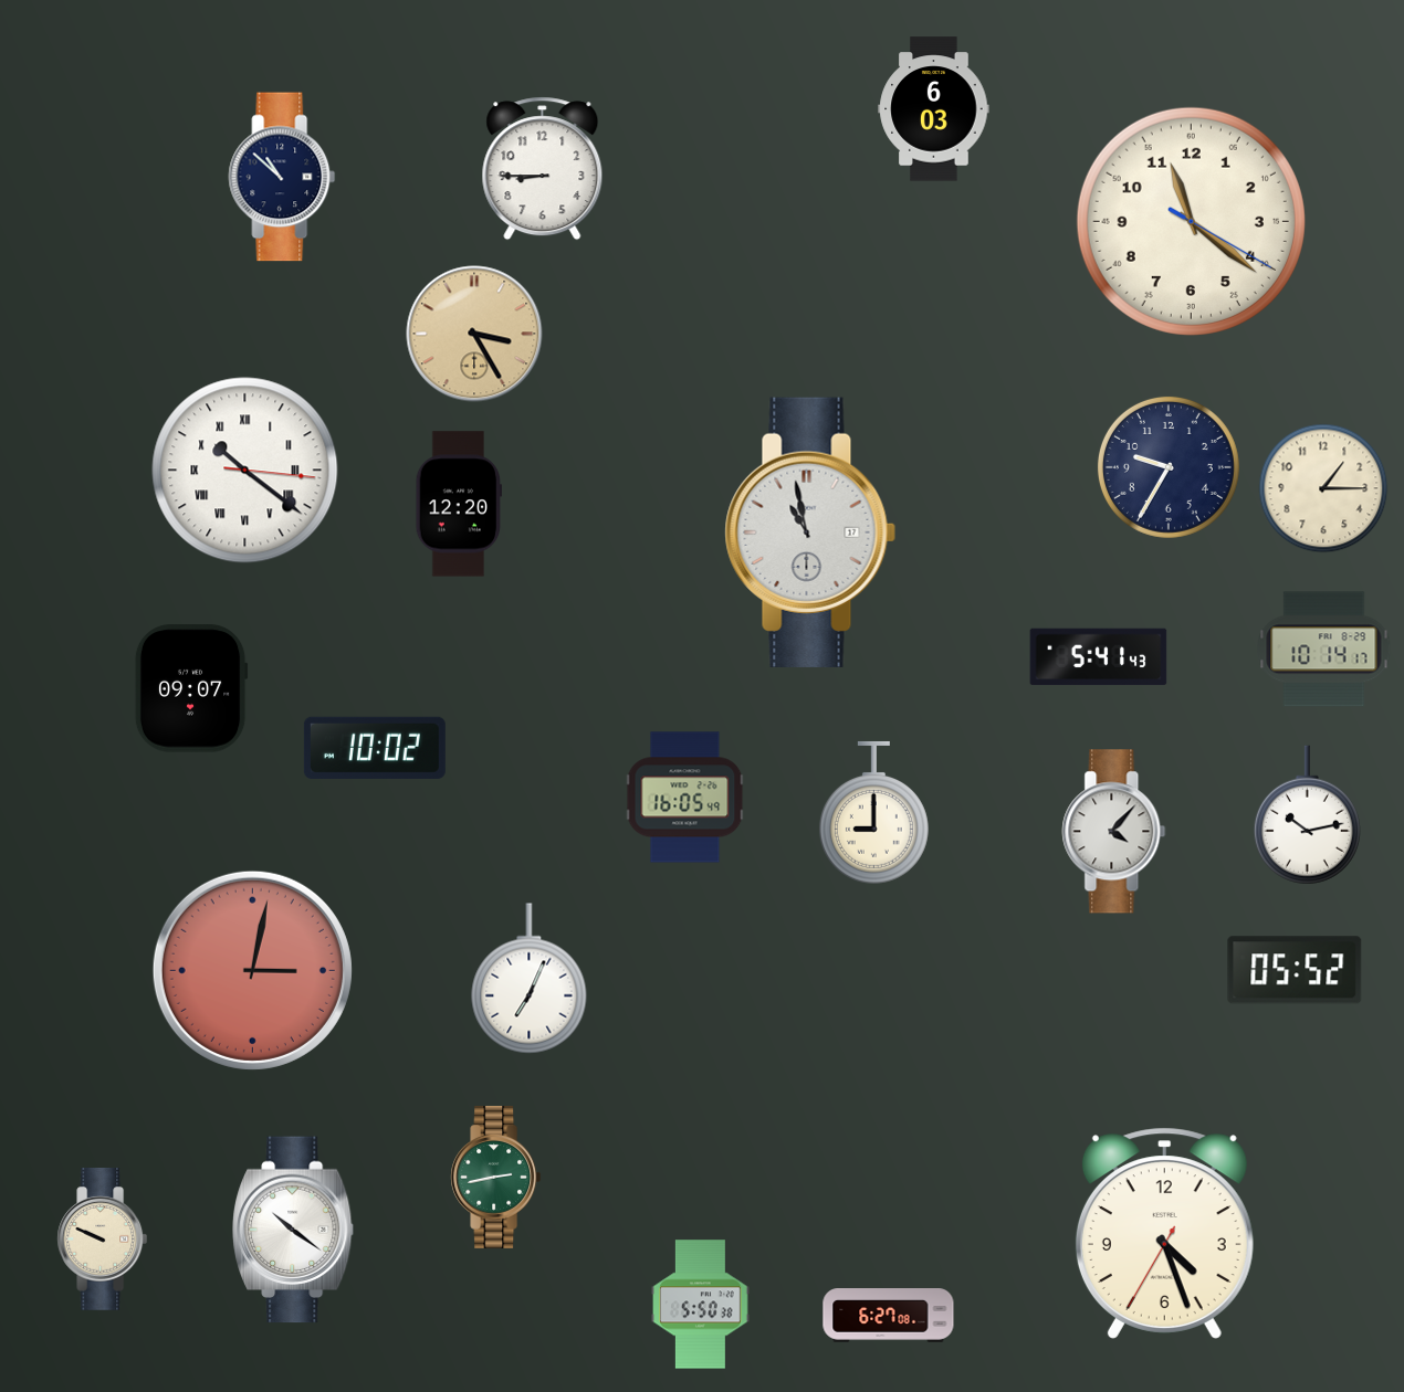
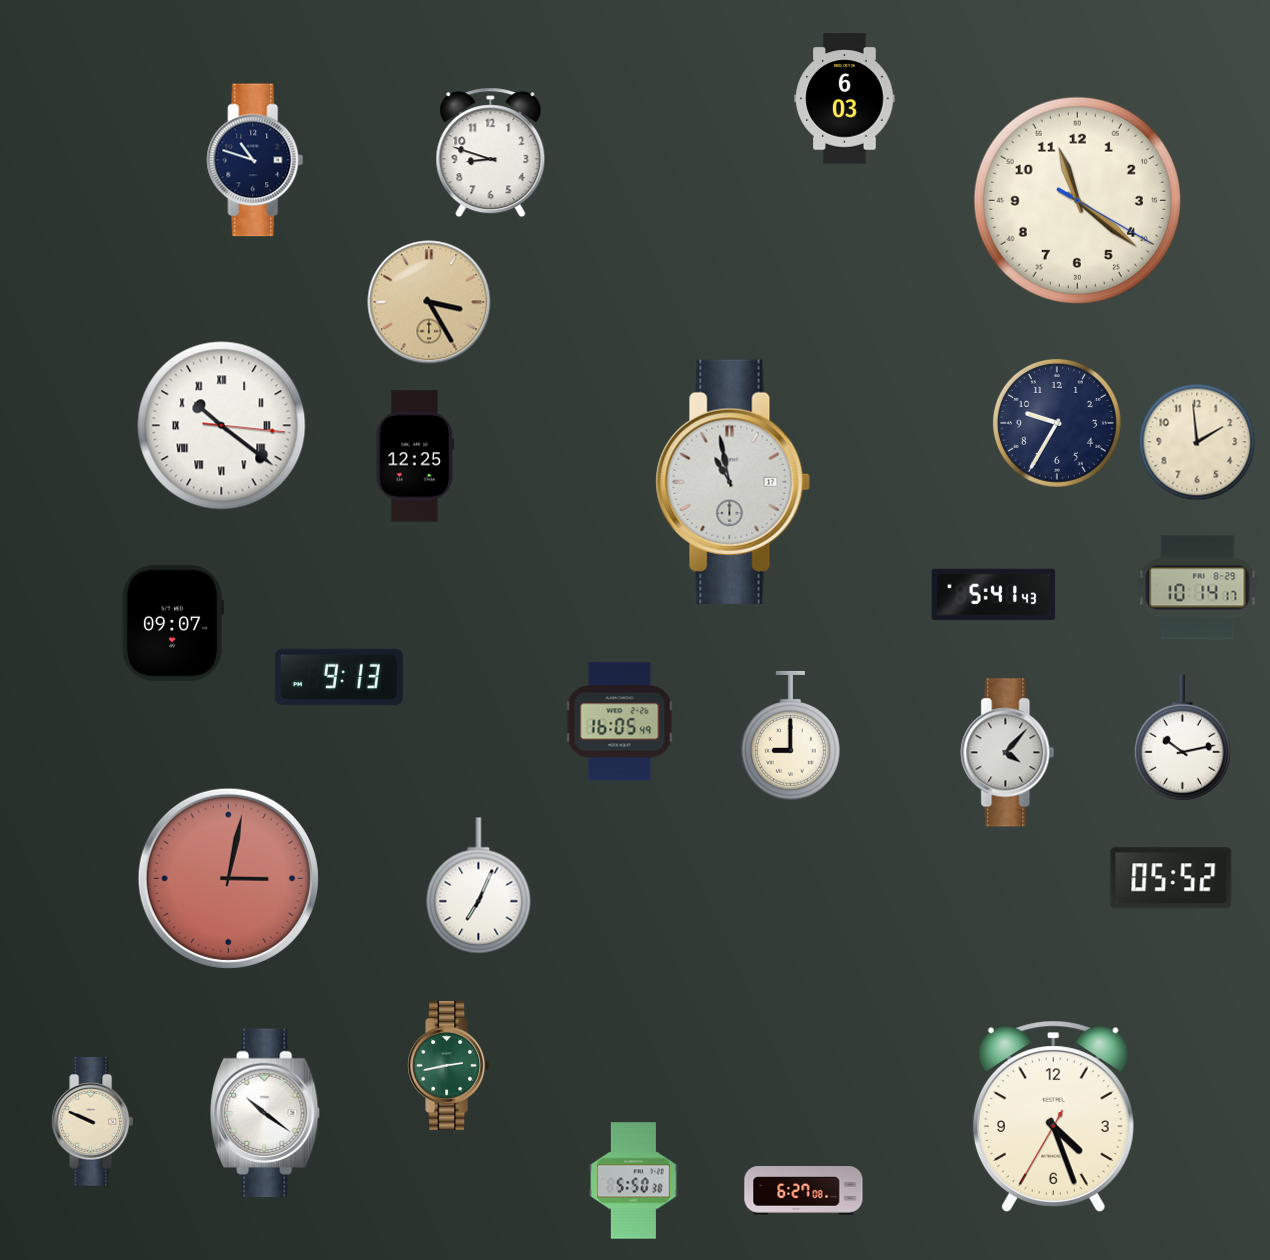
clock at (543, 169): 8:45 -> 8:48
clock at (282, 177): 10:52 -> 10:48
clock at (1323, 488): 1:15 -> 1:59
clock at (458, 504): 12:20 -> 12:25
clock at (375, 748): 10:02 -> 9:13
